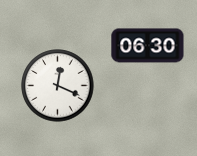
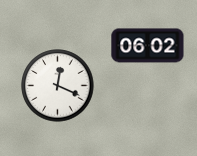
clock at (148, 46): 06:30 -> 06:02
